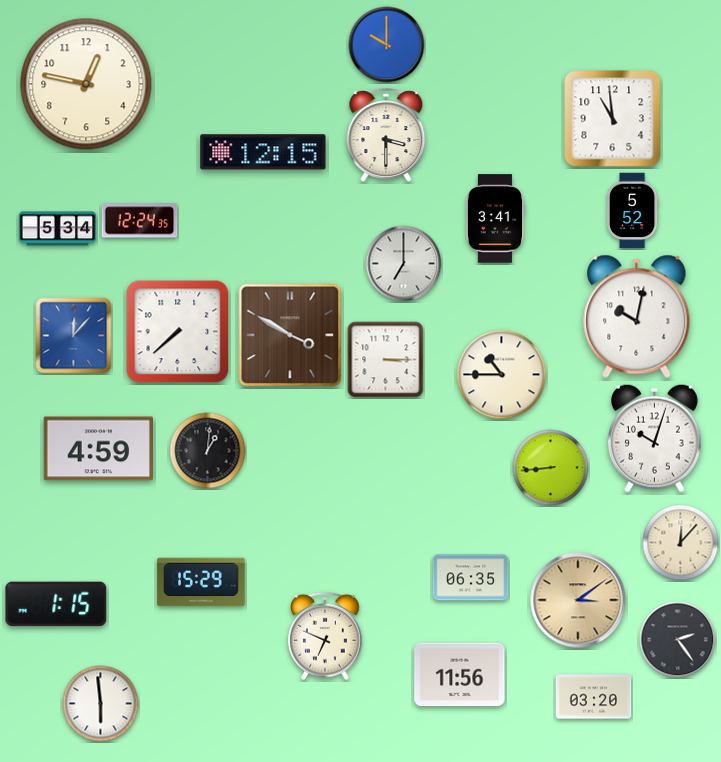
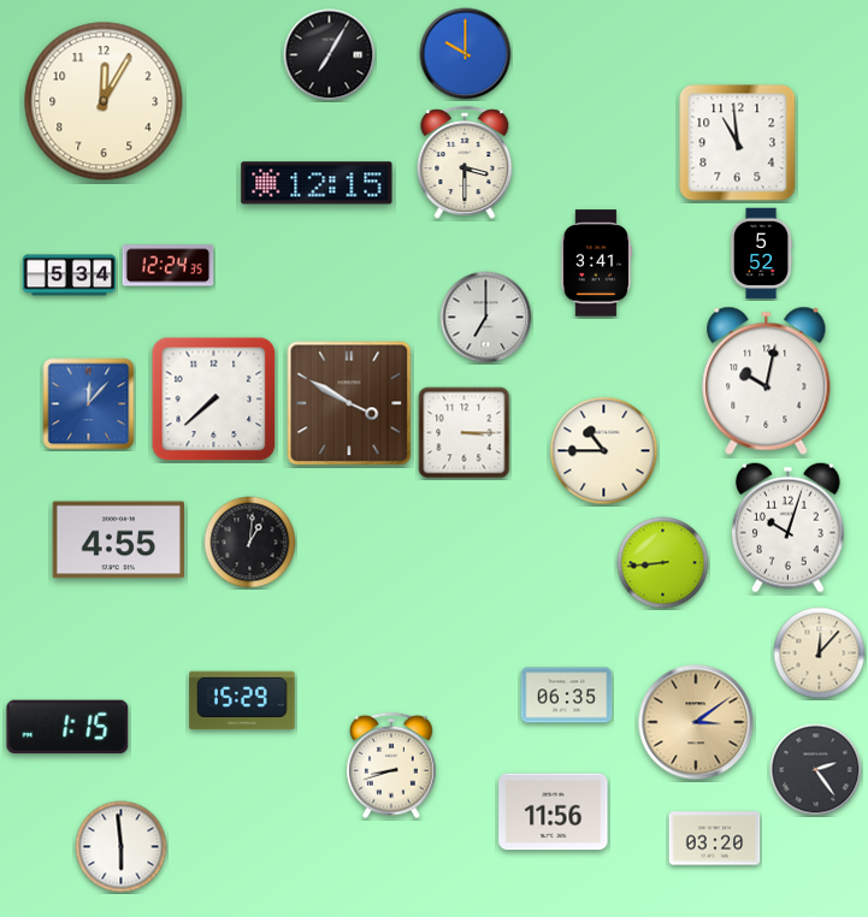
clock at (330, 55): none -> 7:05
clock at (86, 84): 12:47 -> 12:05
clock at (98, 449): 4:59 -> 4:55
clock at (325, 636): 6:49 -> 8:42
